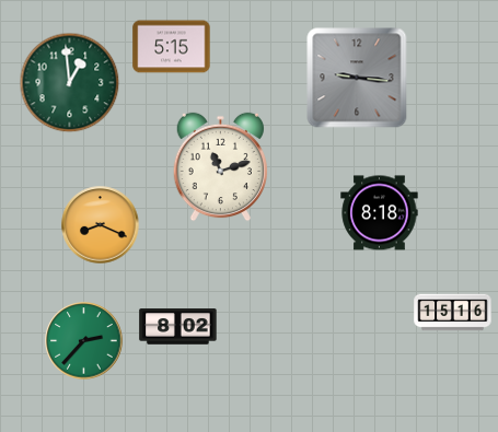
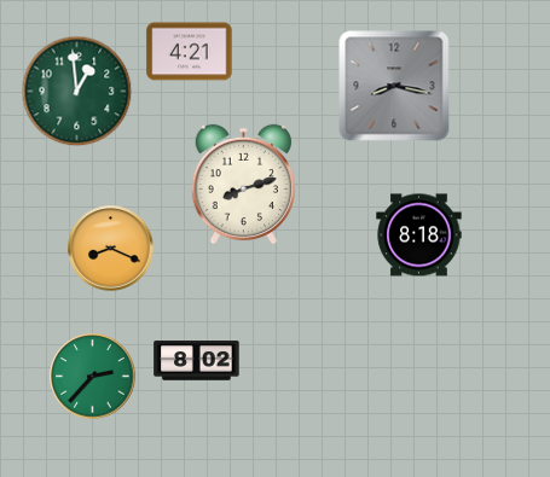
clock at (172, 47): 5:15 -> 4:21
clock at (357, 78): 9:16 -> 8:17
clock at (220, 167): 11:12 -> 8:12
clock at (453, 313): 15:16 -> none
